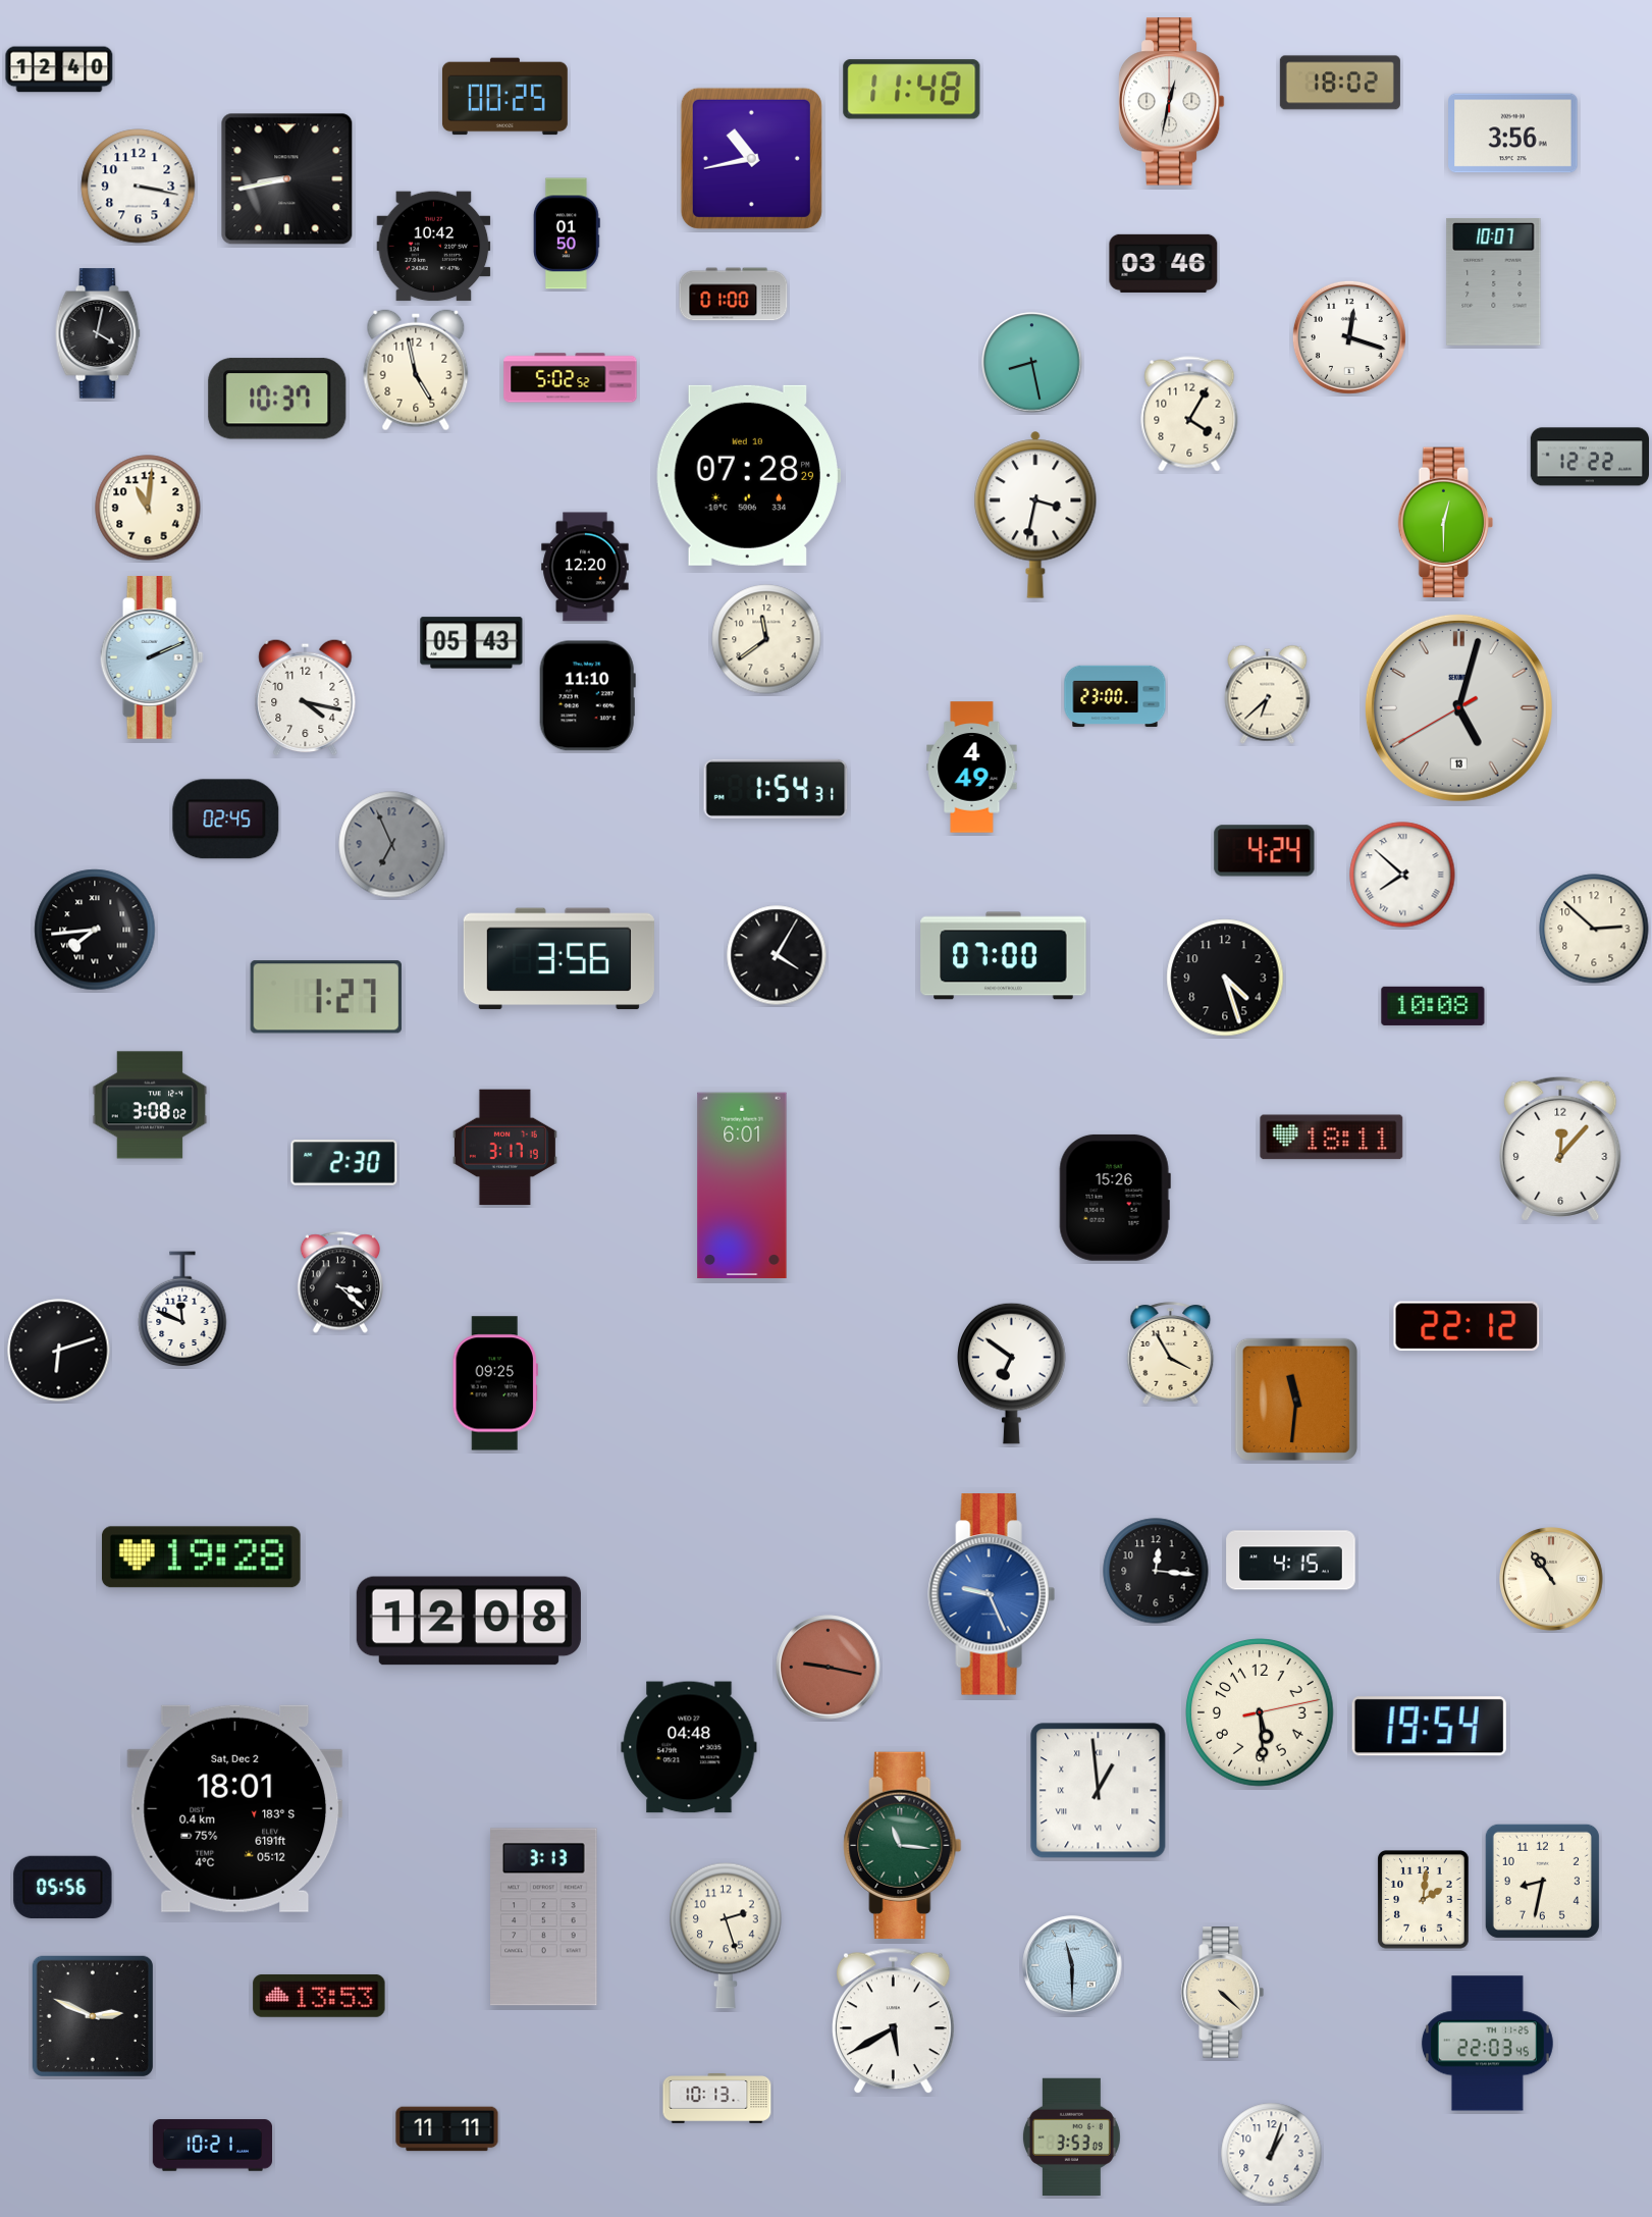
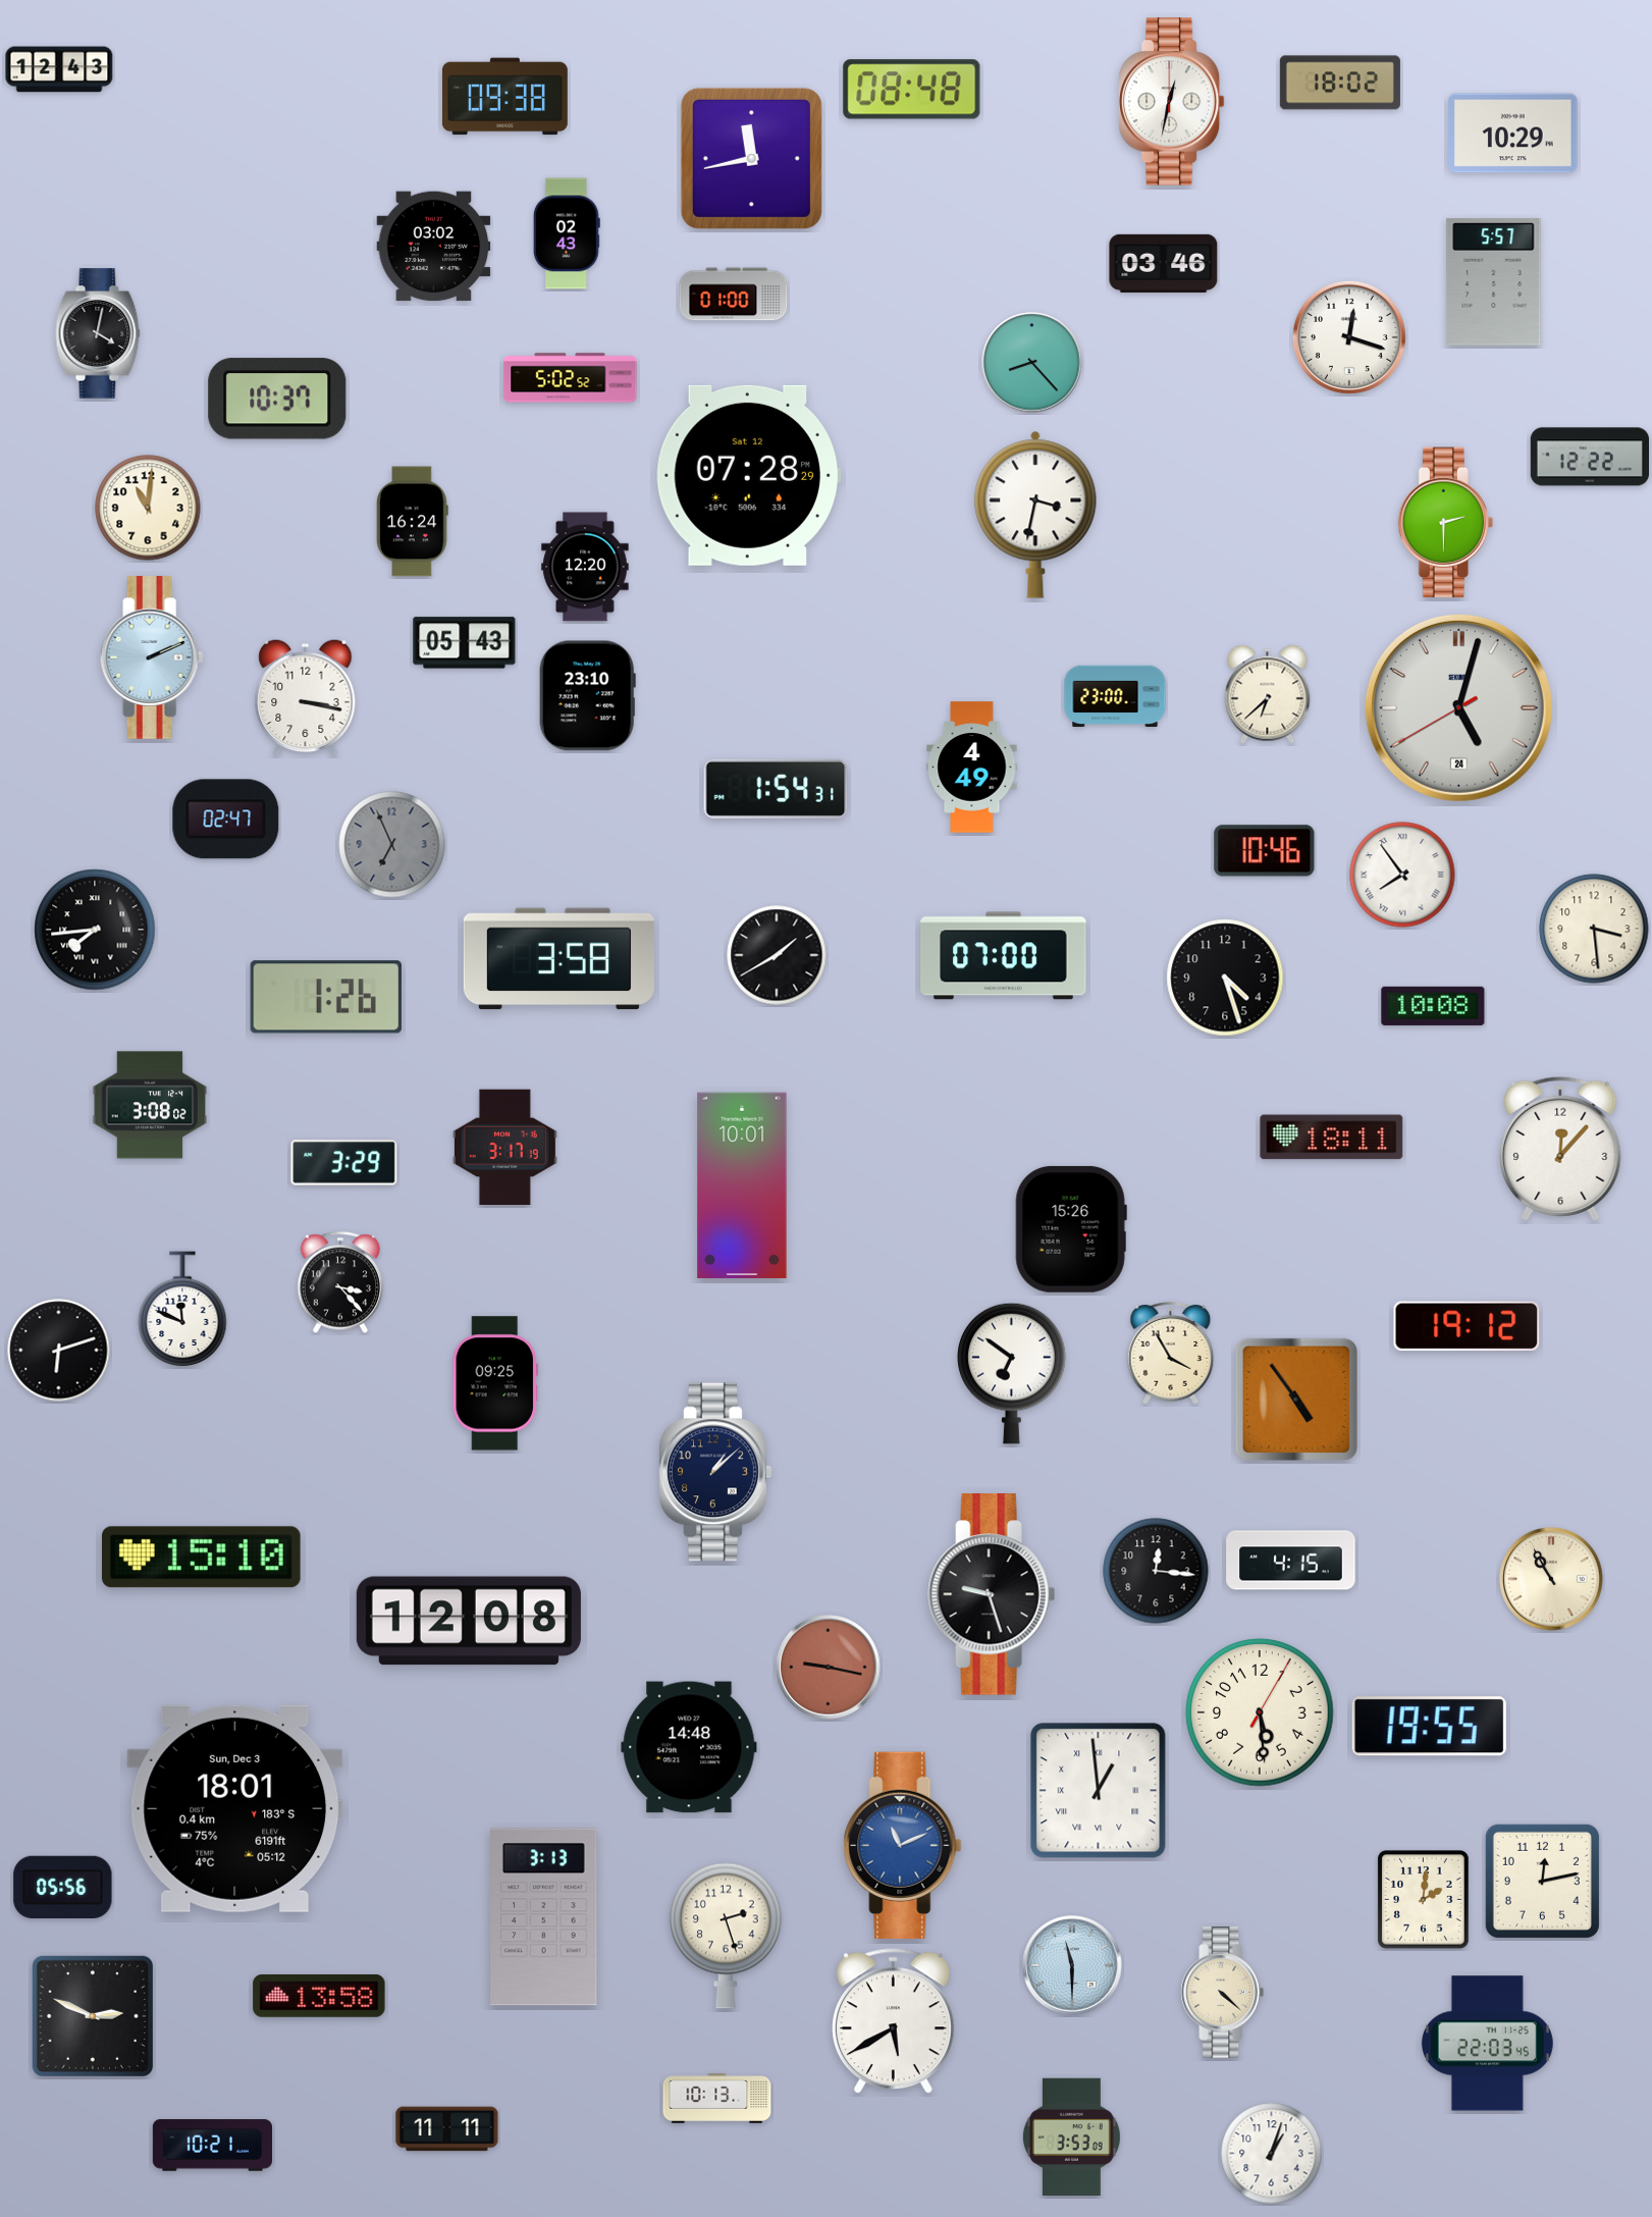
clock at (59, 69): 12:40 -> 12:43
clock at (912, 90): 11:48 -> 08:48
clock at (504, 97): 00:25 -> 09:38
clock at (1513, 134): 3:56 -> 10:29
clock at (751, 158): 10:43 -> 11:43
clock at (287, 179): 8:43 -> none
clock at (139, 187): 3:17 -> none
clock at (567, 233): 01:50 -> 02:43
clock at (434, 247): 10:42 -> 03:02
clock at (1494, 281): 10:07 -> 5:57
clock at (1032, 363): 8:28 -> 8:23
clock at (416, 370): 4:58 -> none
clock at (1189, 414): 4:05 -> none
clock at (748, 475) date: Wed 10 -> Sat 12
clock at (413, 522): none -> 16:24
clock at (1445, 523): 12:30 -> 2:30
clock at (766, 639): 11:39 -> none
clock at (472, 643) position: (472, 643) -> (465, 643)
clock at (587, 696): 11:10 -> 23:10
clock at (306, 697): 4:17 -> 3:17
clock at (1458, 707) date: 13 -> 24
clock at (226, 820): 02:45 -> 02:47
clock at (1265, 851): 4:24 -> 10:46
clock at (1402, 875): 7:52 -> 7:54
clock at (1594, 929): 2:52 -> 3:29
clock at (777, 955): 4:05 -> 1:40
clock at (558, 959): 3:56 -> 3:58
clock at (326, 997): 1:27 -> 1:26
clock at (344, 1163): 2:30 -> 3:29
clock at (742, 1185): 6:01 -> 10:01
clock at (1115, 1198) position: (1115, 1198) -> (1071, 1229)
clock at (339, 1282): 3:22 -> 3:23
clock at (1467, 1326): 22:12 -> 19:12
clock at (1296, 1400): 11:31 -> 4:54
clock at (715, 1472): none -> 1:08
clock at (201, 1558): 19:28 -> 15:10
clock at (1551, 1579): 10:54 -> 10:55
clock at (992, 1594): 9:26 -> 9:27
clock at (992, 1594) dial: blue -> black
clock at (1260, 1712): 5:29:13 -> 5:29:05
clock at (1429, 1727): 19:54 -> 19:55
clock at (689, 1747): 04:48 -> 14:48
clock at (235, 1808) date: Sat, Dec 2 -> Sun, Dec 3
clock at (903, 1845): 11:16 -> 11:11
clock at (903, 1845) dial: green -> blue
clock at (1542, 1881): 8:32 -> 12:13
clock at (319, 1996): 13:53 -> 13:58
